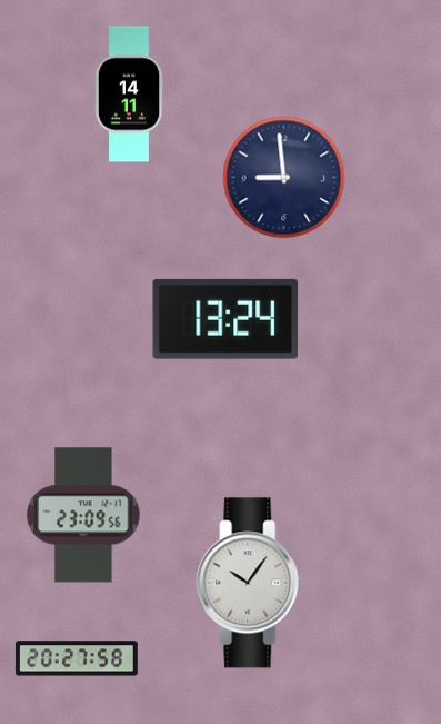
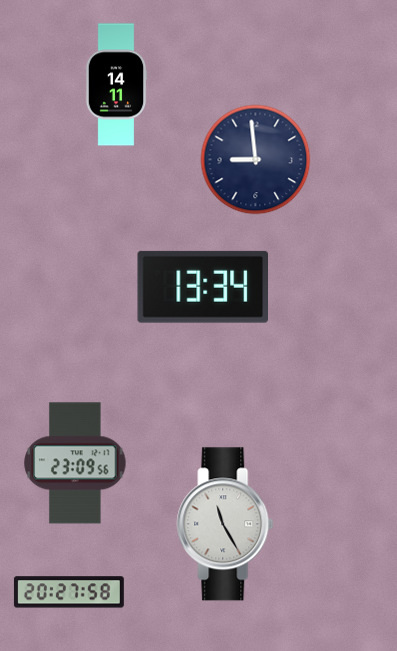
clock at (224, 319): 13:24 -> 13:34
clock at (250, 583): 10:06 -> 11:25
